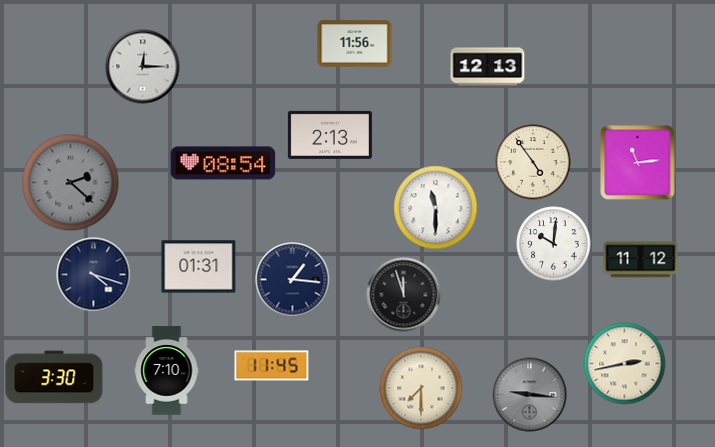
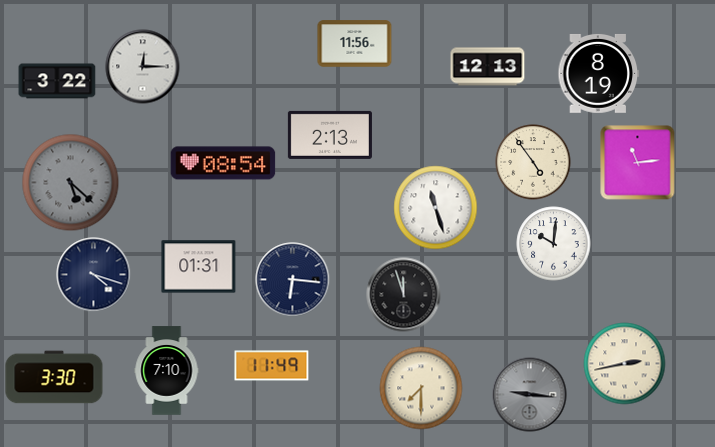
clock at (599, 73): none -> 8:19
clock at (57, 81): none -> 3:22
clock at (71, 183): 2:22 -> 5:22
clock at (436, 208): 11:30 -> 11:27
clock at (641, 260): 11:12 -> none
clock at (293, 280): 1:16 -> 6:16
clock at (272, 366): 11:45 -> 11:49
